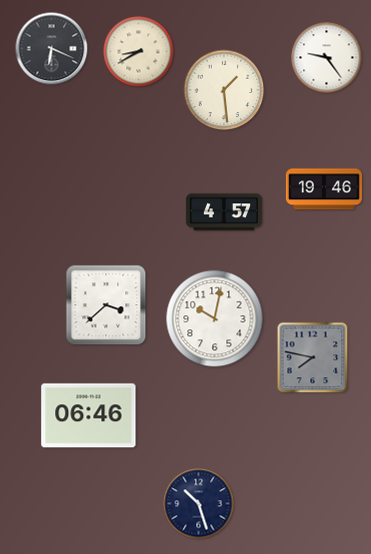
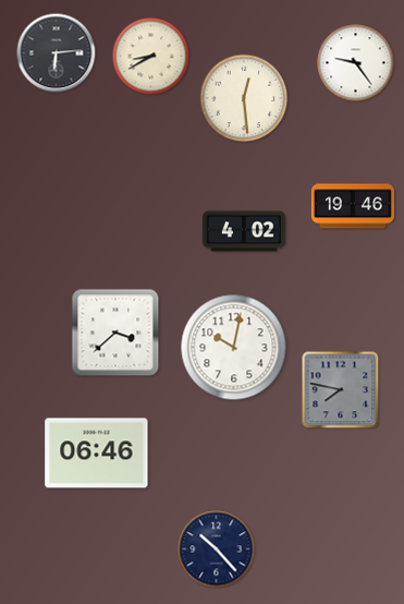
clock at (52, 49): 6:19 -> 6:14
clock at (224, 90): 1:29 -> 12:29
clock at (224, 212): 4:57 -> 4:02
clock at (199, 504): 10:27 -> 10:23
